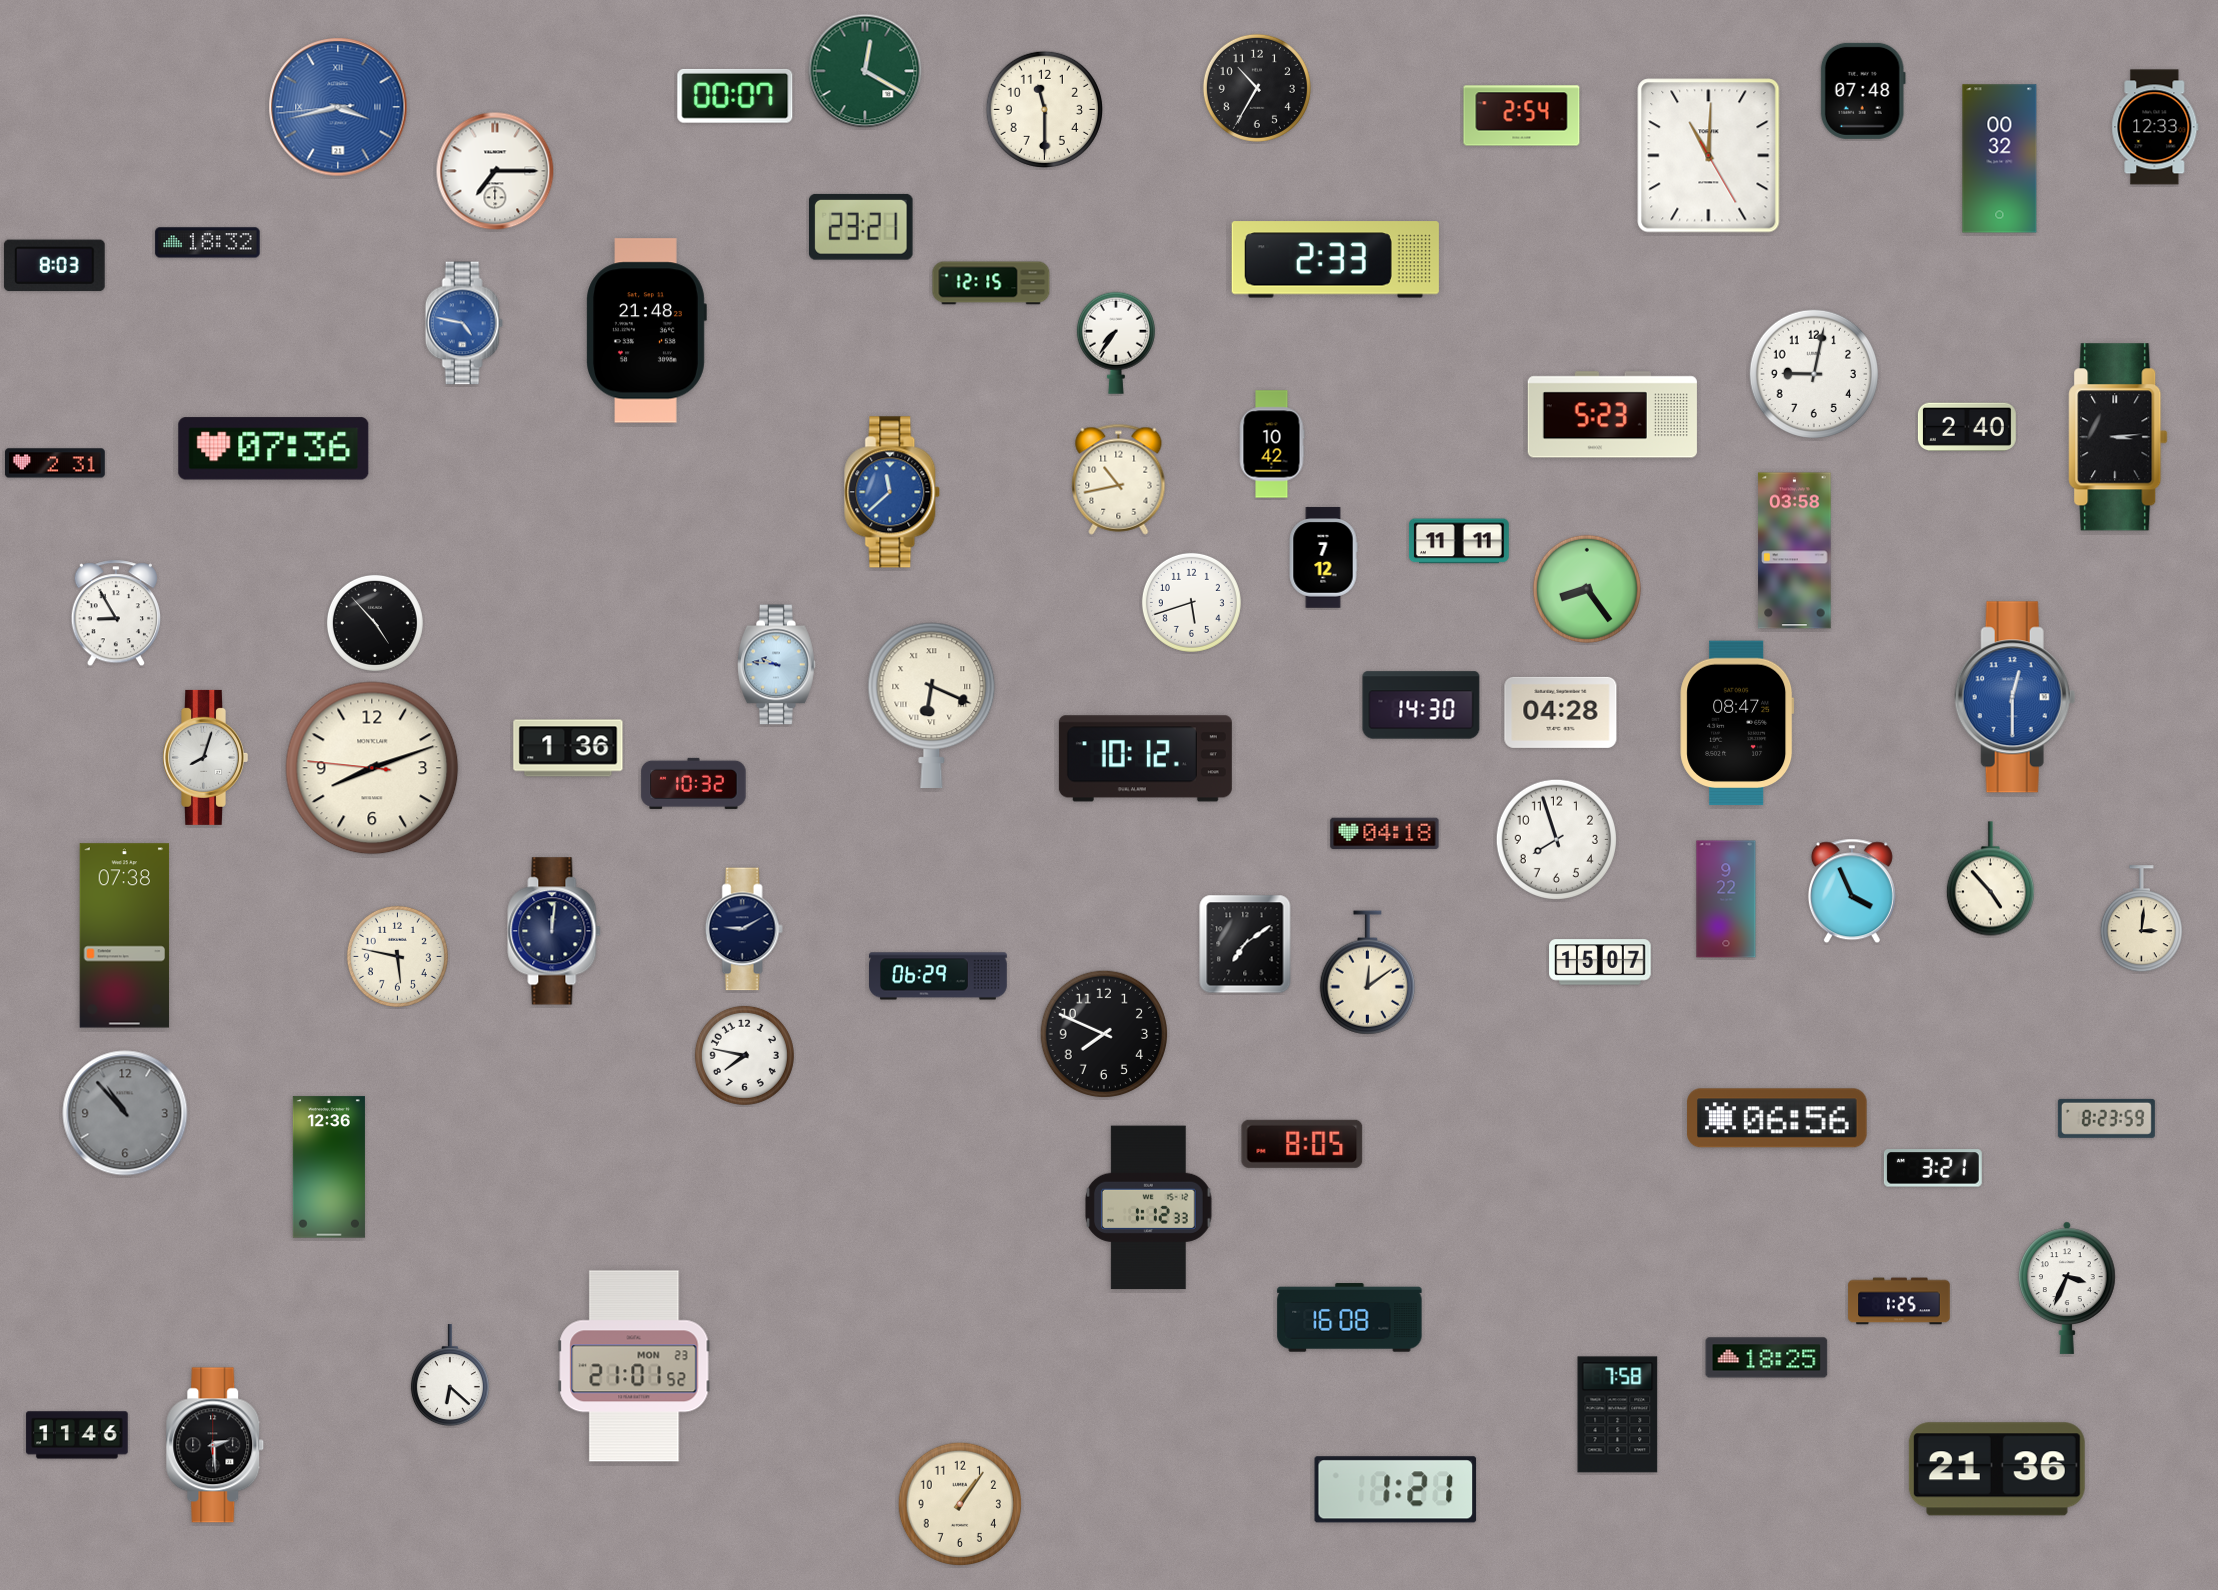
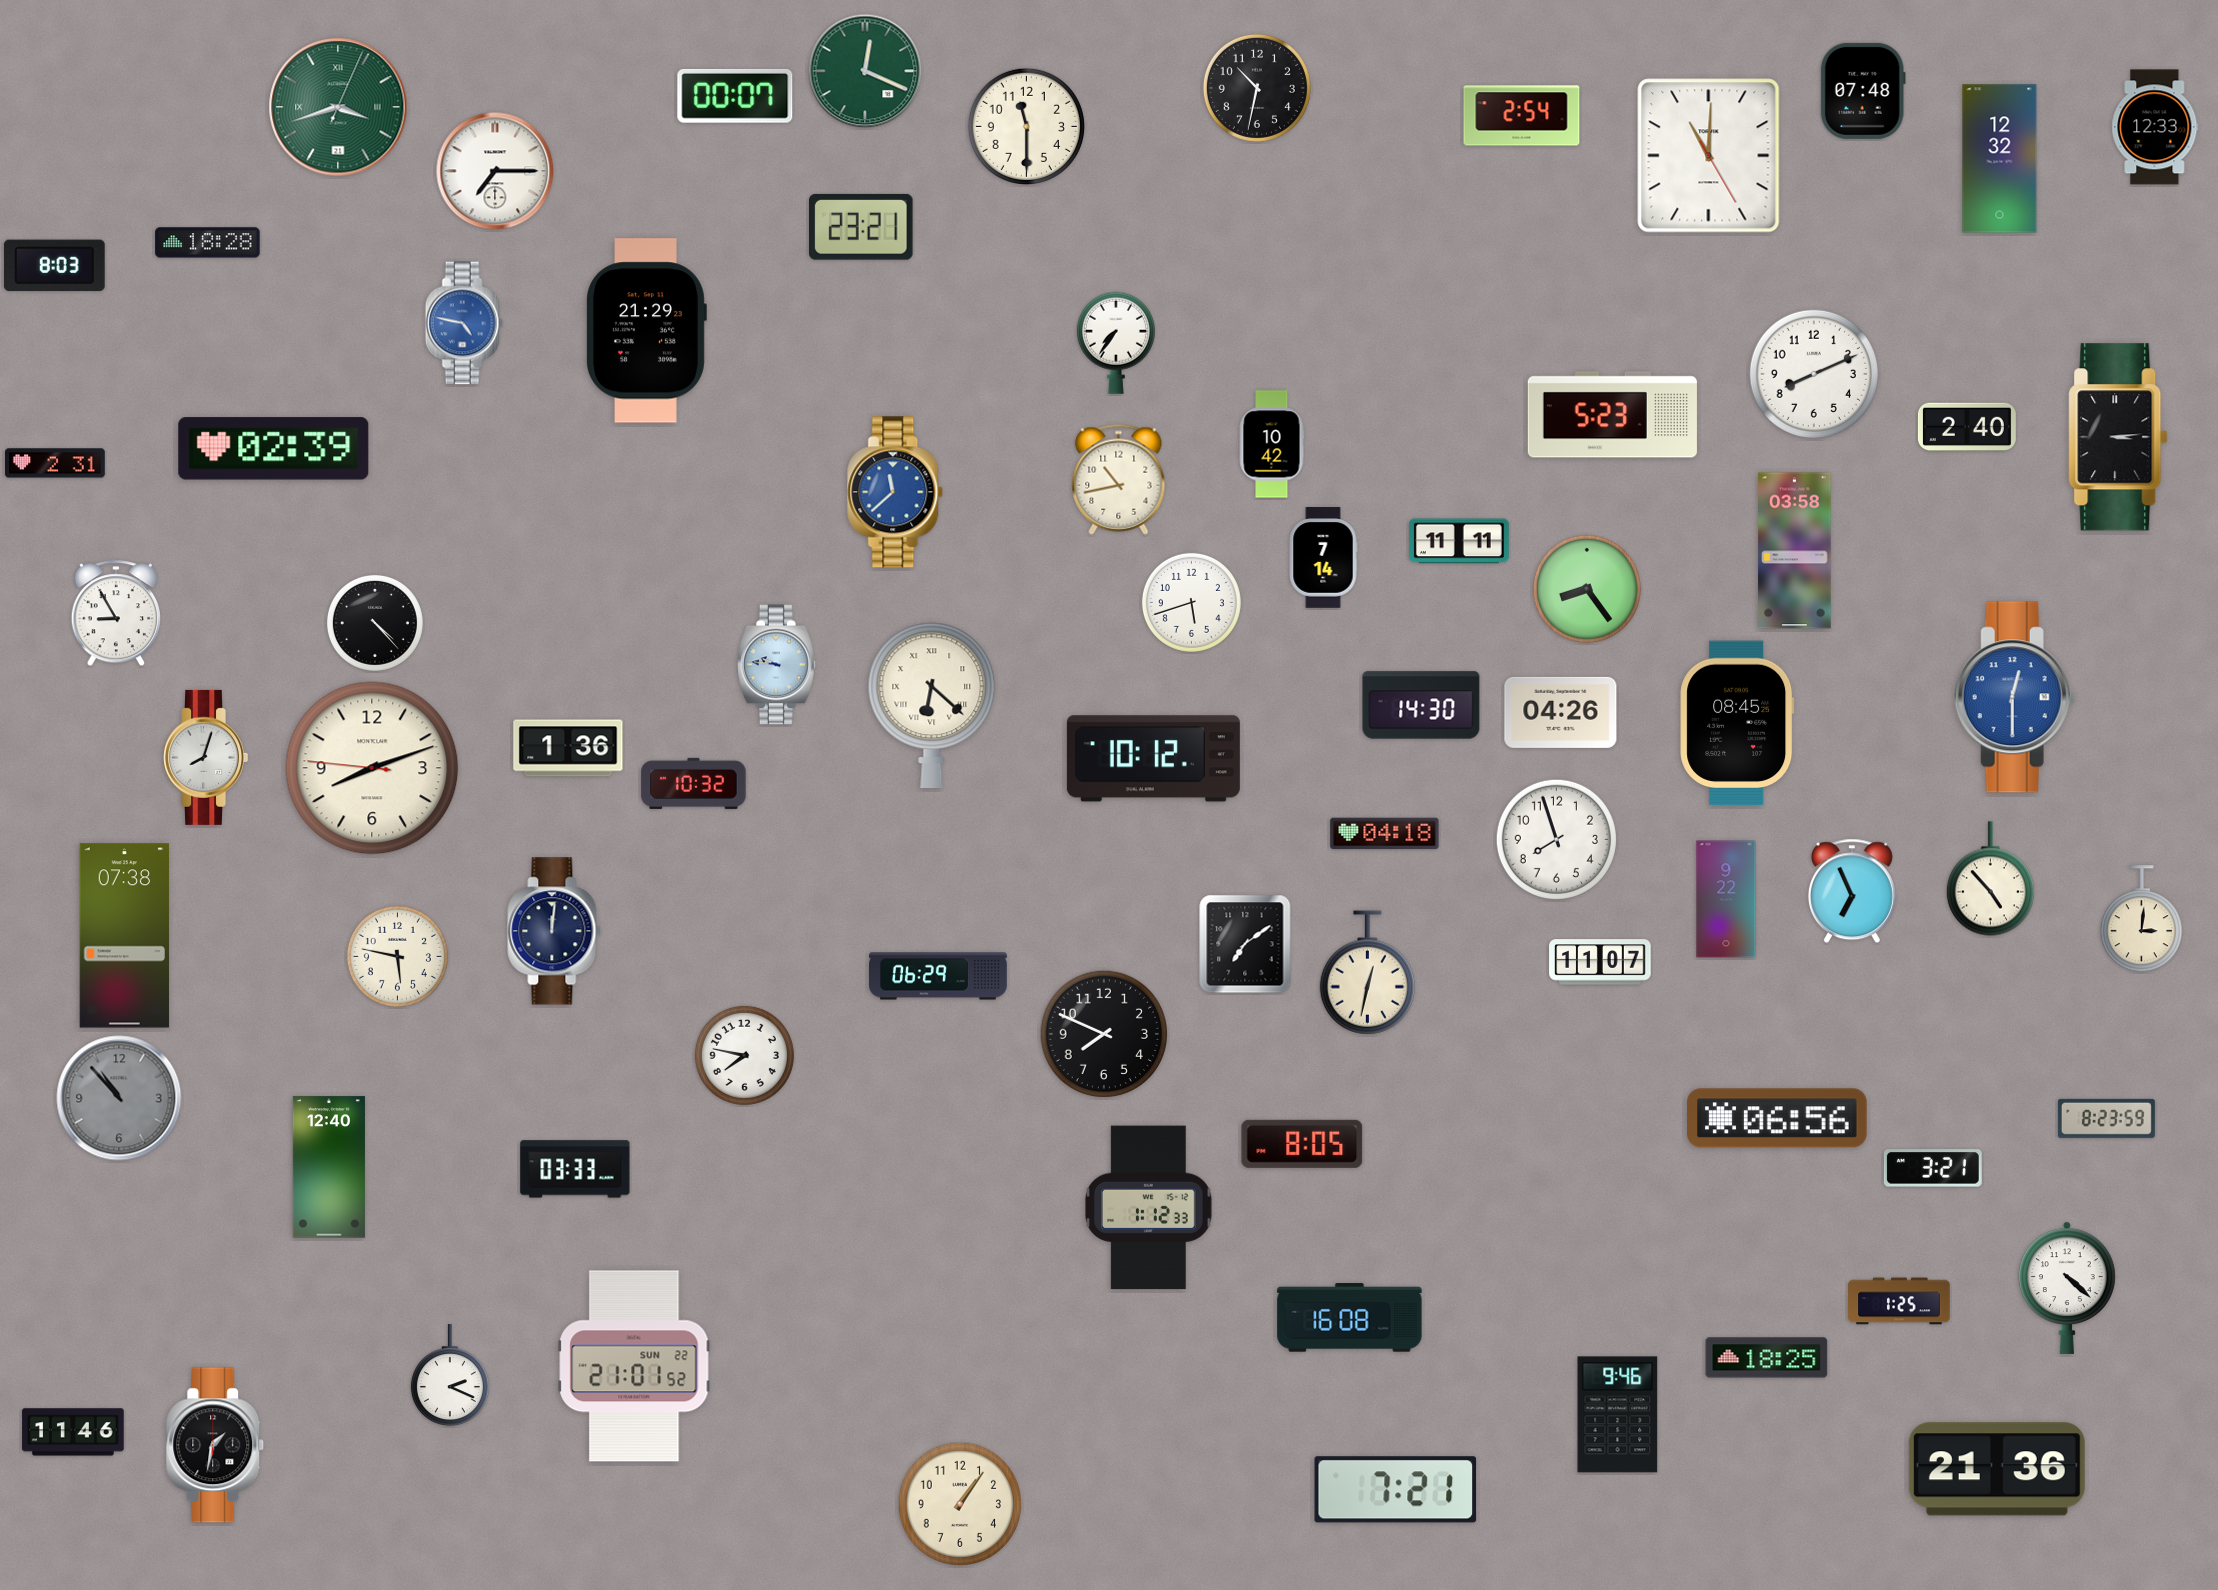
clock at (865, 71): 12:20 -> 12:19
clock at (1257, 88): 10:35 -> 10:32
clock at (338, 107): 3:42:44 -> 3:42:04
clock at (338, 107) dial: blue -> green
clock at (1044, 109) position: (1044, 109) -> (1026, 126)
clock at (2000, 159): 00:32 -> 12:32
clock at (208, 243): 18:32 -> 18:28
clock at (1335, 260): 2:33 -> none
clock at (991, 283): 12:15 -> none
clock at (646, 331): 21:48 -> 21:29
clock at (1813, 373): 9:02 -> 8:11
clock at (274, 449): 07:36 -> 02:39
clock at (893, 492) position: (893, 492) -> (896, 492)
clock at (1323, 558): 7:12 -> 7:14
clock at (375, 623): 4:53 -> 4:23
clock at (932, 705): 6:19 -> 6:22
clock at (1561, 712): 04:28 -> 04:26
clock at (1737, 723): 08:47 -> 08:45
clock at (1145, 759) position: (1145, 759) -> (1153, 759)
clock at (1852, 891): 3:56 -> 6:56
clock at (744, 929): 9:10 -> none
clock at (1600, 962): 15:07 -> 11:07
clock at (1367, 973): 12:09 -> 12:32
clock at (125, 1113) position: (125, 1113) -> (119, 1098)
clock at (329, 1167): 12:36 -> 12:40
clock at (575, 1169): none -> 03:33
clock at (2068, 1288): 3:34 -> 4:22
clock at (634, 1366) date: MON 23 -> SUN 22
clock at (450, 1376): 6:22 -> 2:19
clock at (1618, 1415): 7:58 -> 9:46
clock at (77, 1435) position: (77, 1435) -> (73, 1432)
clock at (215, 1445): 2:29 -> 1:32
clock at (1396, 1490): 1:21 -> 7:21
